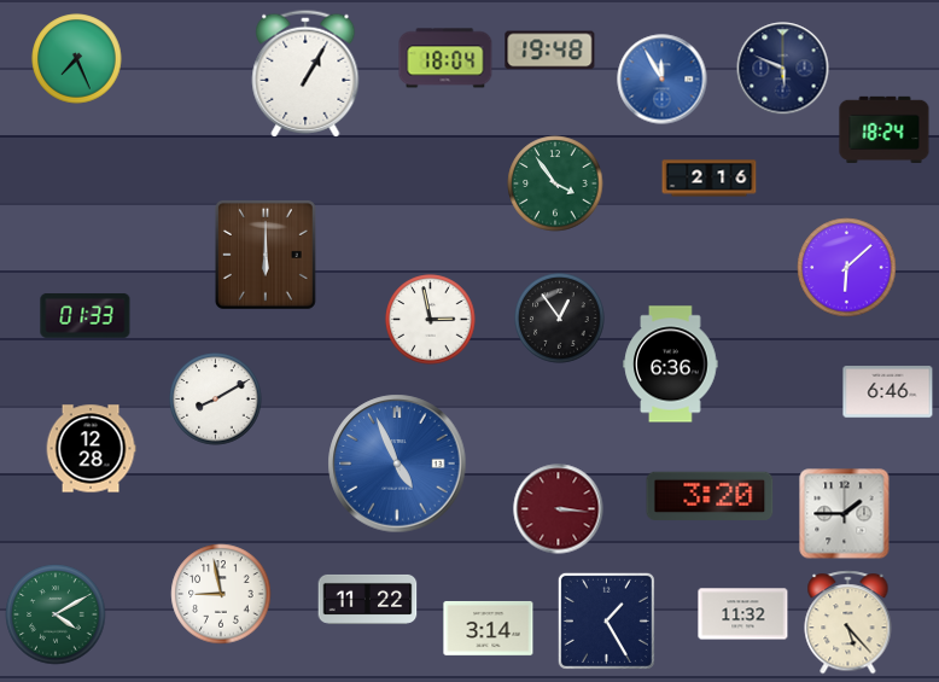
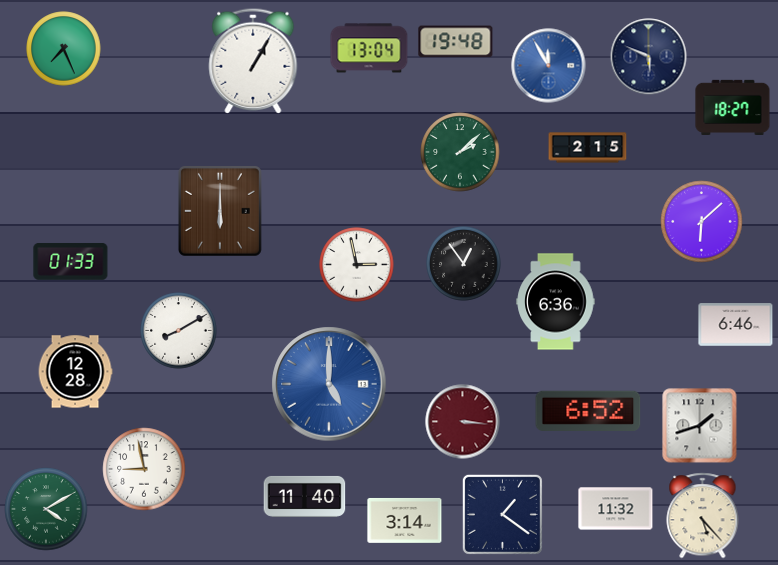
clock at (445, 58): 18:04 -> 13:04
clock at (885, 129): 18:24 -> 18:27
clock at (710, 179): 2:16 -> 2:15
clock at (555, 183): 3:54 -> 2:08
clock at (397, 464): 4:56 -> 5:00
clock at (710, 496): 3:20 -> 6:52
clock at (845, 514): 1:45 -> 1:42
clock at (221, 594) position: (221, 594) -> (144, 469)
clock at (368, 599): 11:22 -> 11:40
clock at (606, 620): 1:25 -> 1:21
